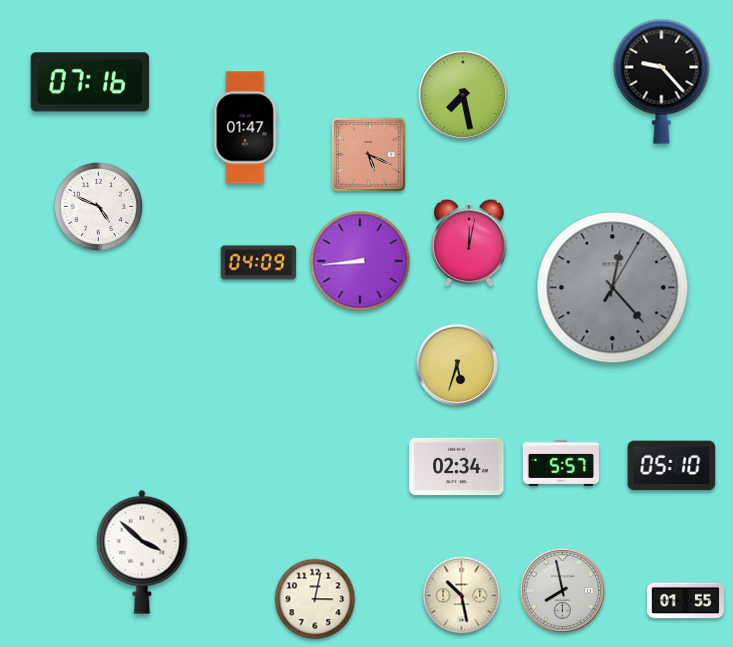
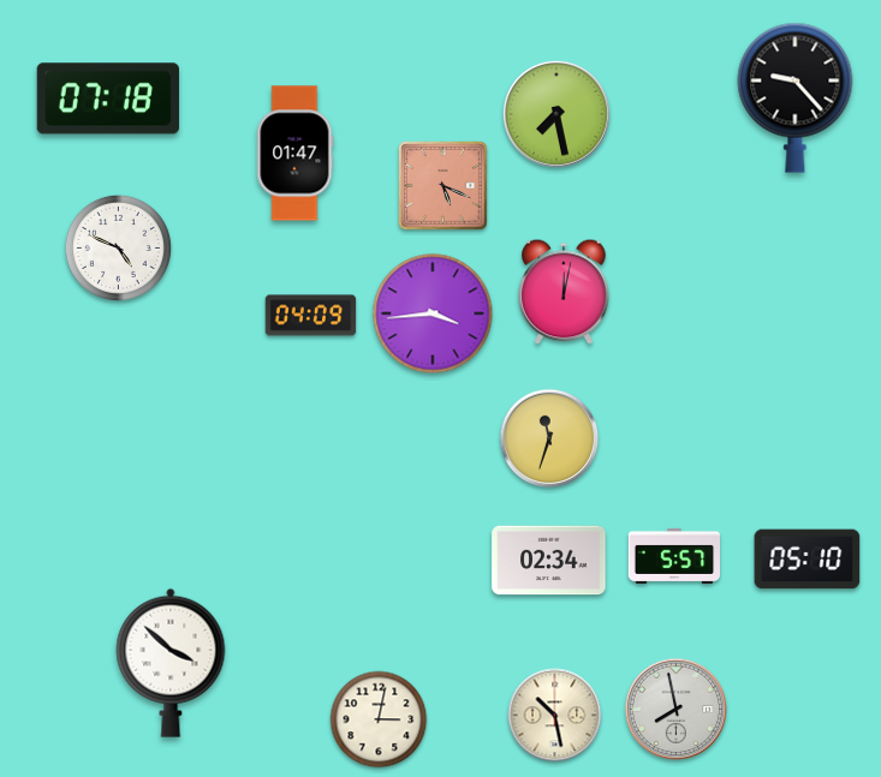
clock at (90, 82): 07:16 -> 07:18
clock at (360, 261): 8:44 -> 3:44
clock at (613, 288): 12:23 -> none
clock at (457, 365): 5:33 -> 11:33
clock at (685, 601): 01:55 -> none
